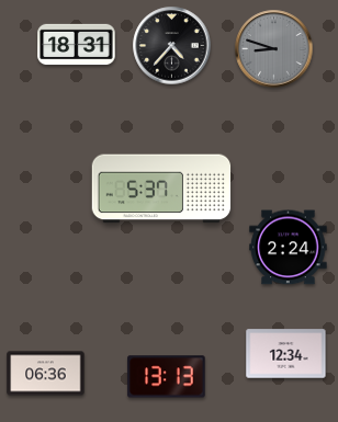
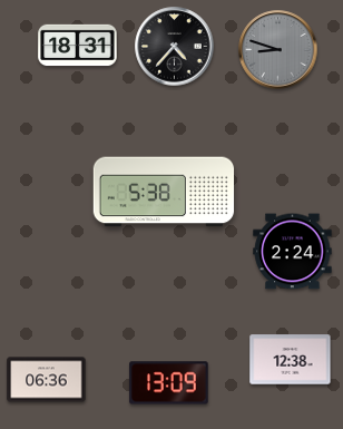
clock at (161, 189): 5:37 -> 5:38
clock at (286, 354): 12:34 -> 12:38
clock at (167, 377): 13:13 -> 13:09
